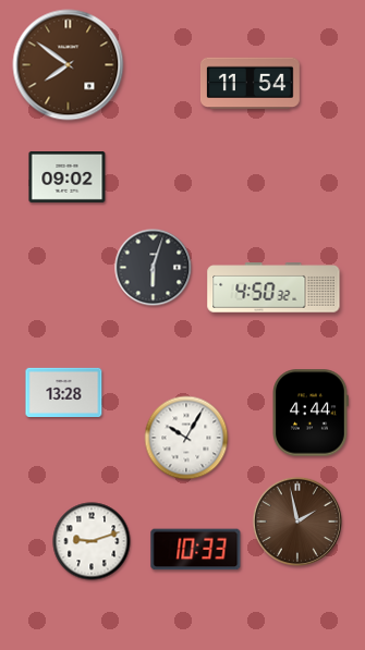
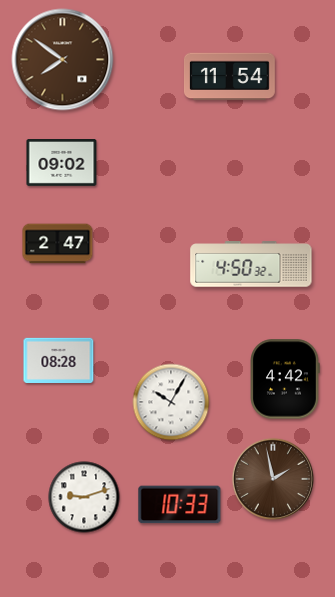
clock at (58, 244): none -> 2:47
clock at (154, 268): 6:03 -> none
clock at (64, 392): 13:28 -> 08:28
clock at (311, 413): 4:44 -> 4:42
